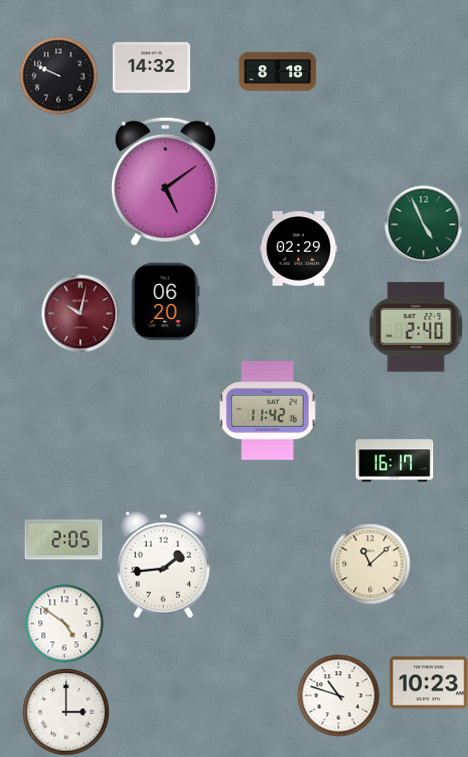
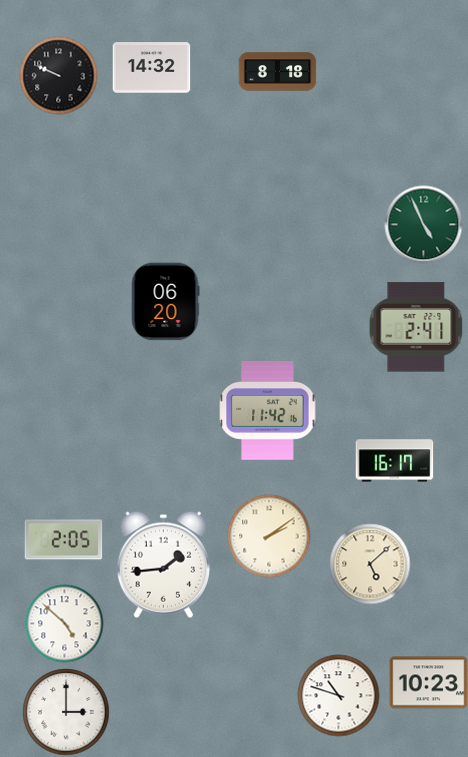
clock at (165, 181): 5:09 -> none
clock at (298, 249): 02:29 -> none
clock at (80, 313): 10:02 -> none
clock at (416, 327): 2:40 -> 2:41
clock at (269, 536): none -> 2:09
clock at (370, 564): 11:08 -> 5:08
clock at (64, 623): 4:51 -> 4:52
